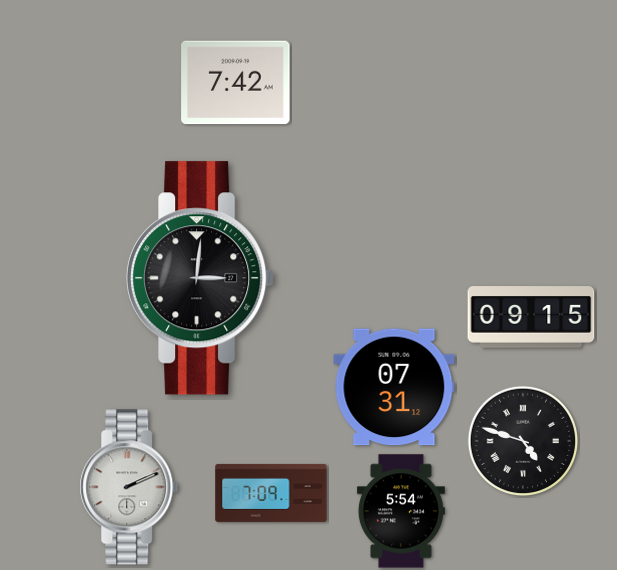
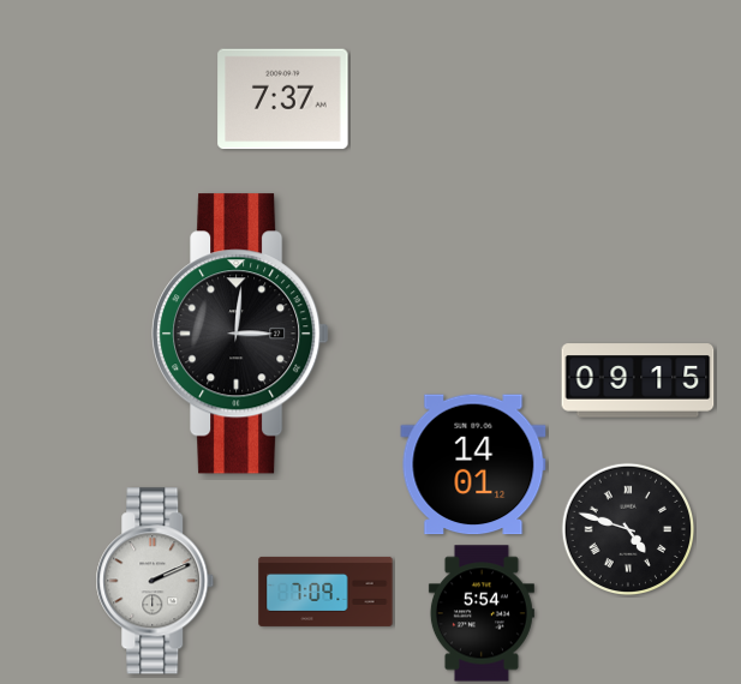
clock at (236, 83): 7:42 -> 7:37
clock at (394, 387): 07:31 -> 14:01
clock at (129, 487) position: (129, 487) -> (155, 581)
